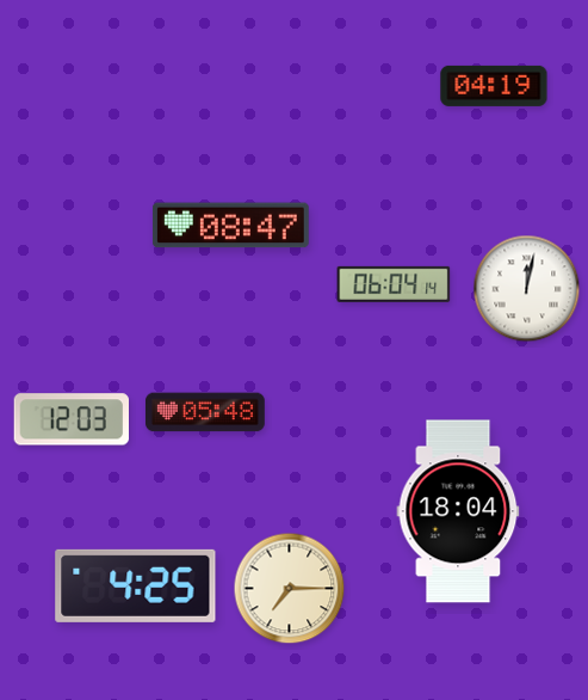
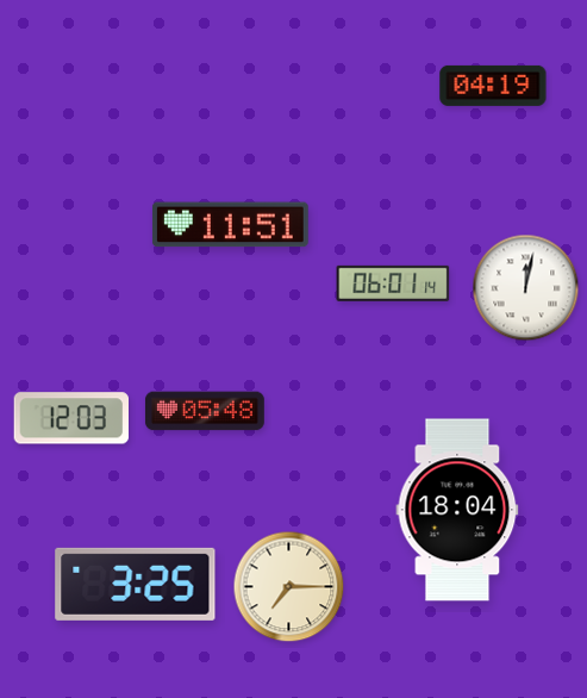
clock at (230, 226): 08:47 -> 11:51
clock at (394, 284): 06:04 -> 06:01
clock at (136, 585): 4:25 -> 3:25
